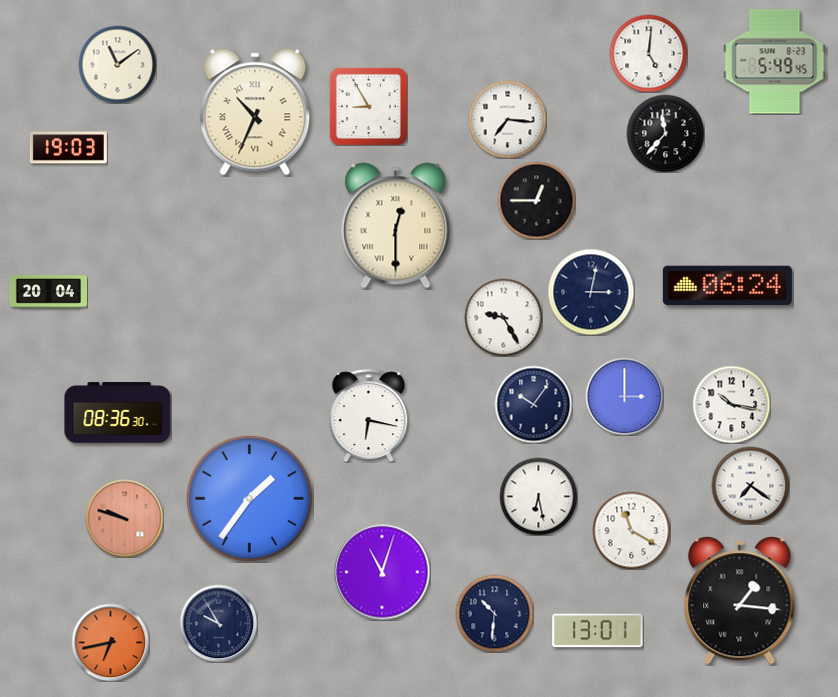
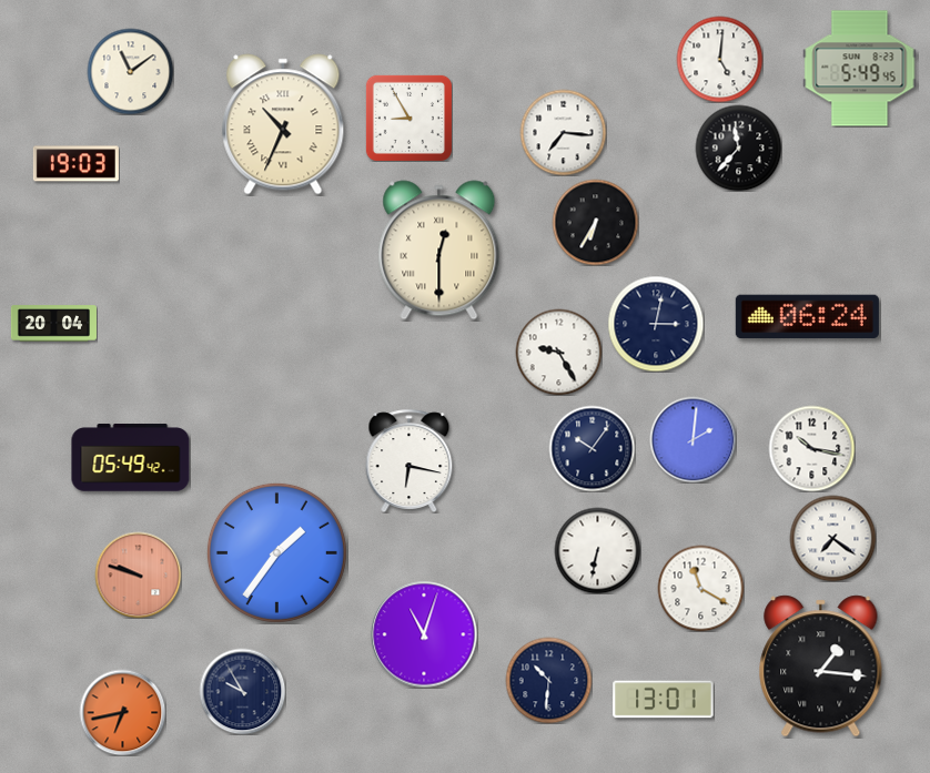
clock at (536, 200): 12:45 -> 6:35
clock at (624, 396): 3:00 -> 2:01
clock at (118, 413): 08:36 -> 05:49
clock at (538, 496): 6:28 -> 6:32
